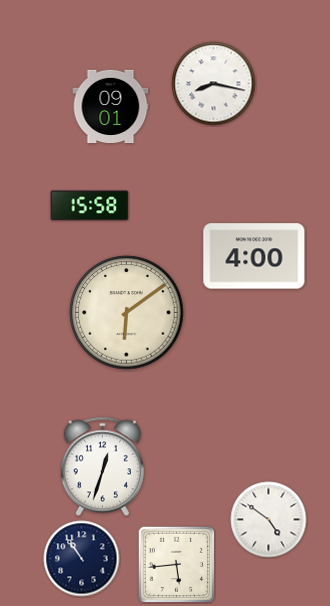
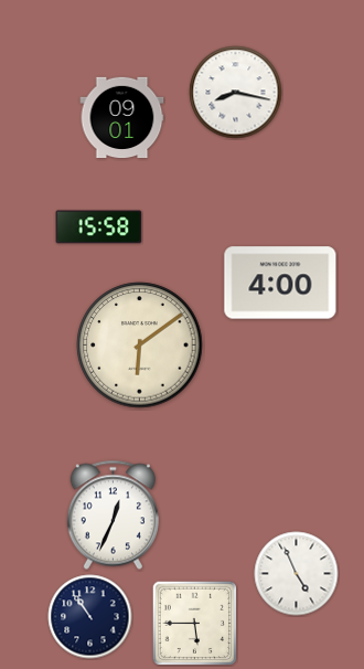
clock at (102, 467): 12:33 -> 12:34
clock at (269, 520): 4:51 -> 4:56
clock at (176, 564): 5:44 -> 5:45
